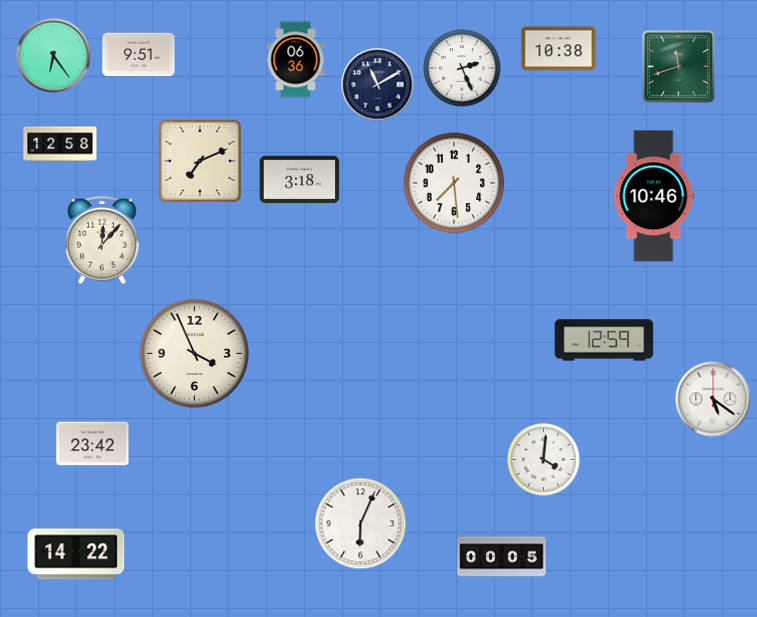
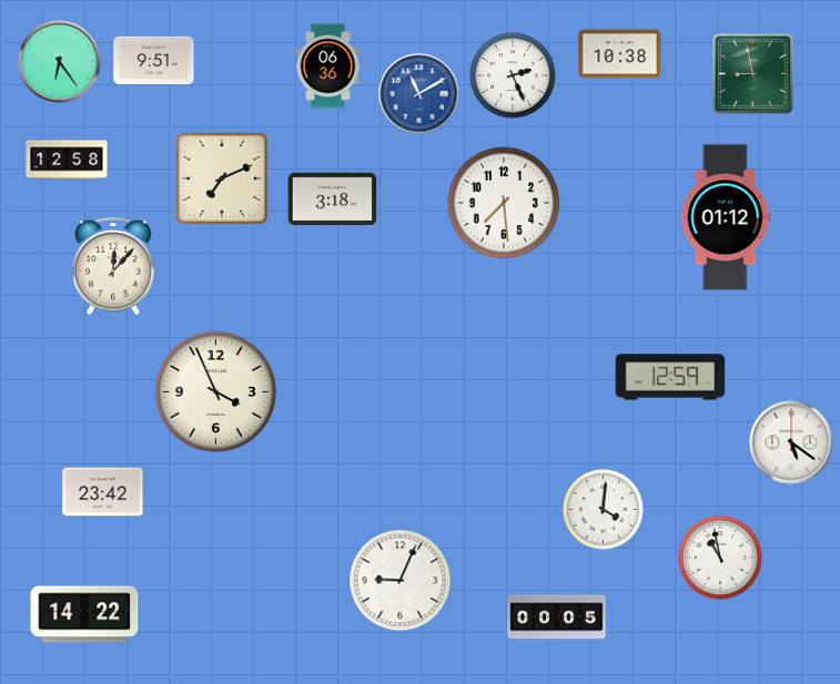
clock at (678, 66): 11:42 -> 8:58
clock at (378, 85) dial: navy -> blue
clock at (654, 196): 10:46 -> 01:12
clock at (720, 558): none -> 10:58
clock at (361, 524): 6:04 -> 9:04
